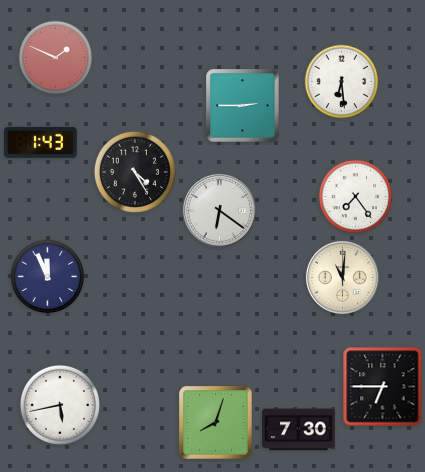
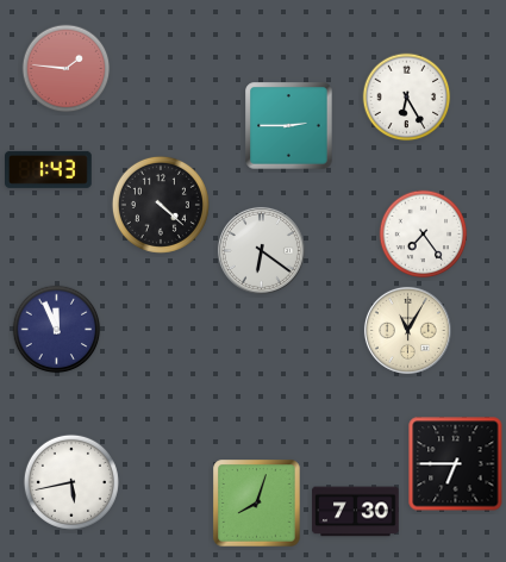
clock at (56, 58): 1:49 -> 1:46
clock at (342, 82): 6:29 -> 6:25
clock at (135, 172): 4:25 -> 4:22
clock at (342, 277): 11:01 -> 11:05
clock at (383, 387) position: (383, 387) -> (456, 464)
